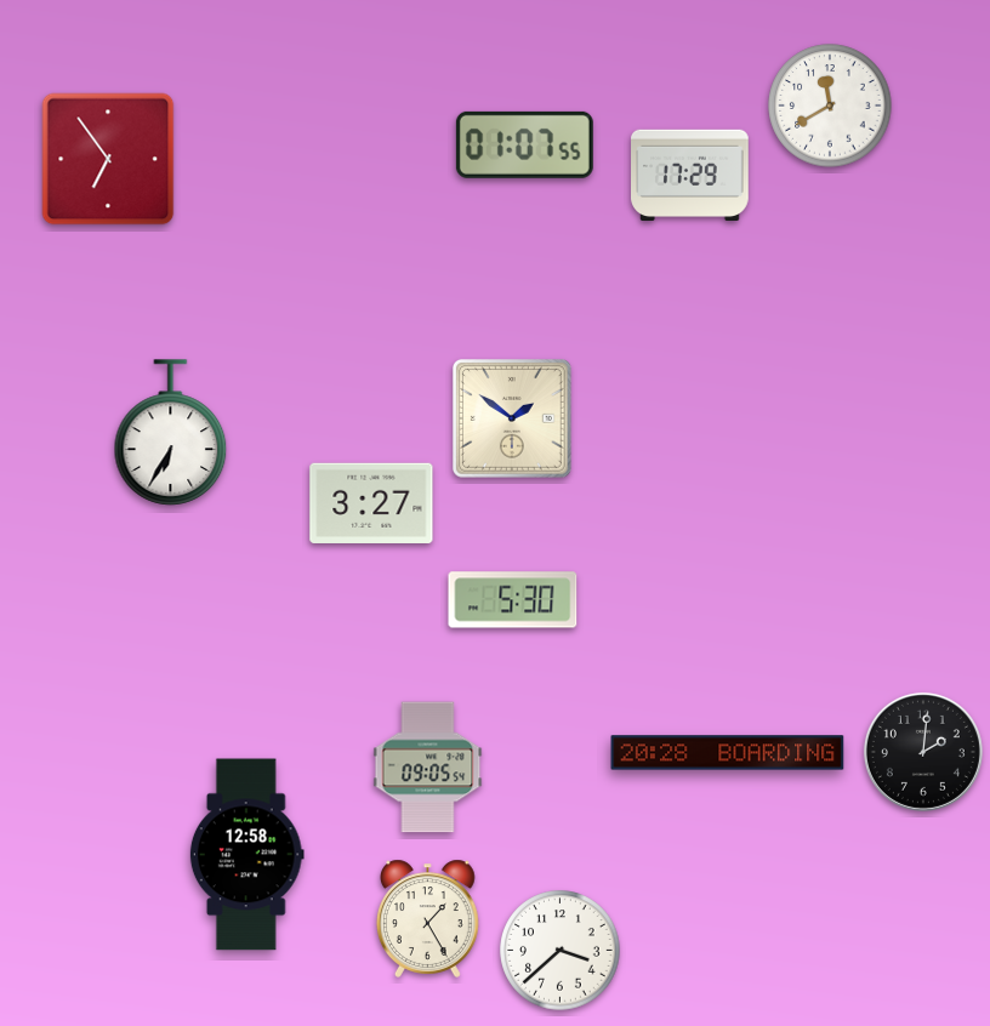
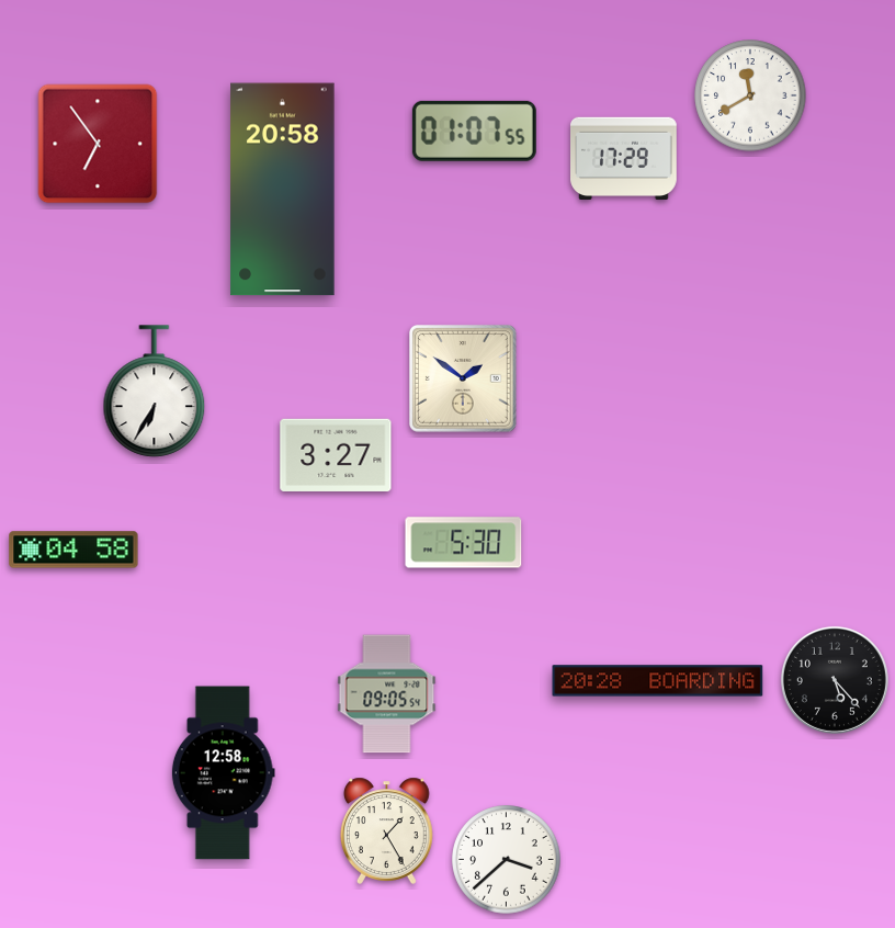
clock at (283, 190): none -> 20:58
clock at (73, 550): none -> 04:58
clock at (923, 752): 2:01 -> 5:23
